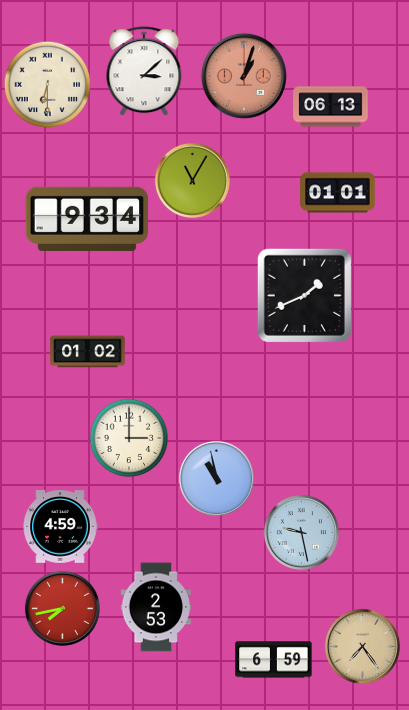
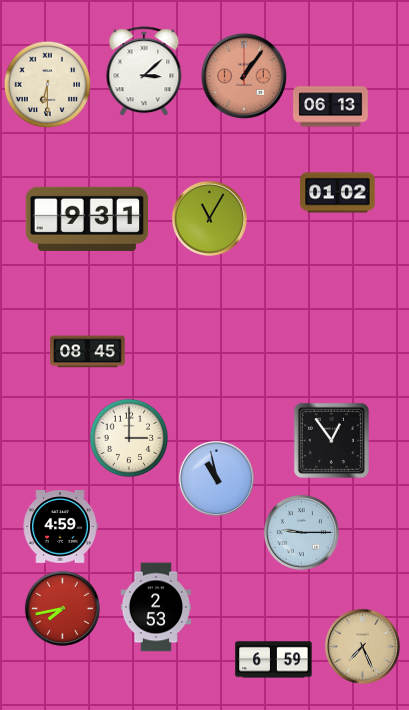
clock at (244, 76): 1:03 -> 1:06
clock at (192, 180) position: (192, 180) -> (209, 218)
clock at (338, 193): 01:01 -> 01:02
clock at (87, 219): 9:34 -> 9:31
clock at (304, 295): 1:41 -> none
clock at (88, 352): 01:02 -> 08:45
clock at (331, 440): none -> 12:54
clock at (301, 532): 9:28 -> 9:15
clock at (362, 646): 7:24 -> 7:26
